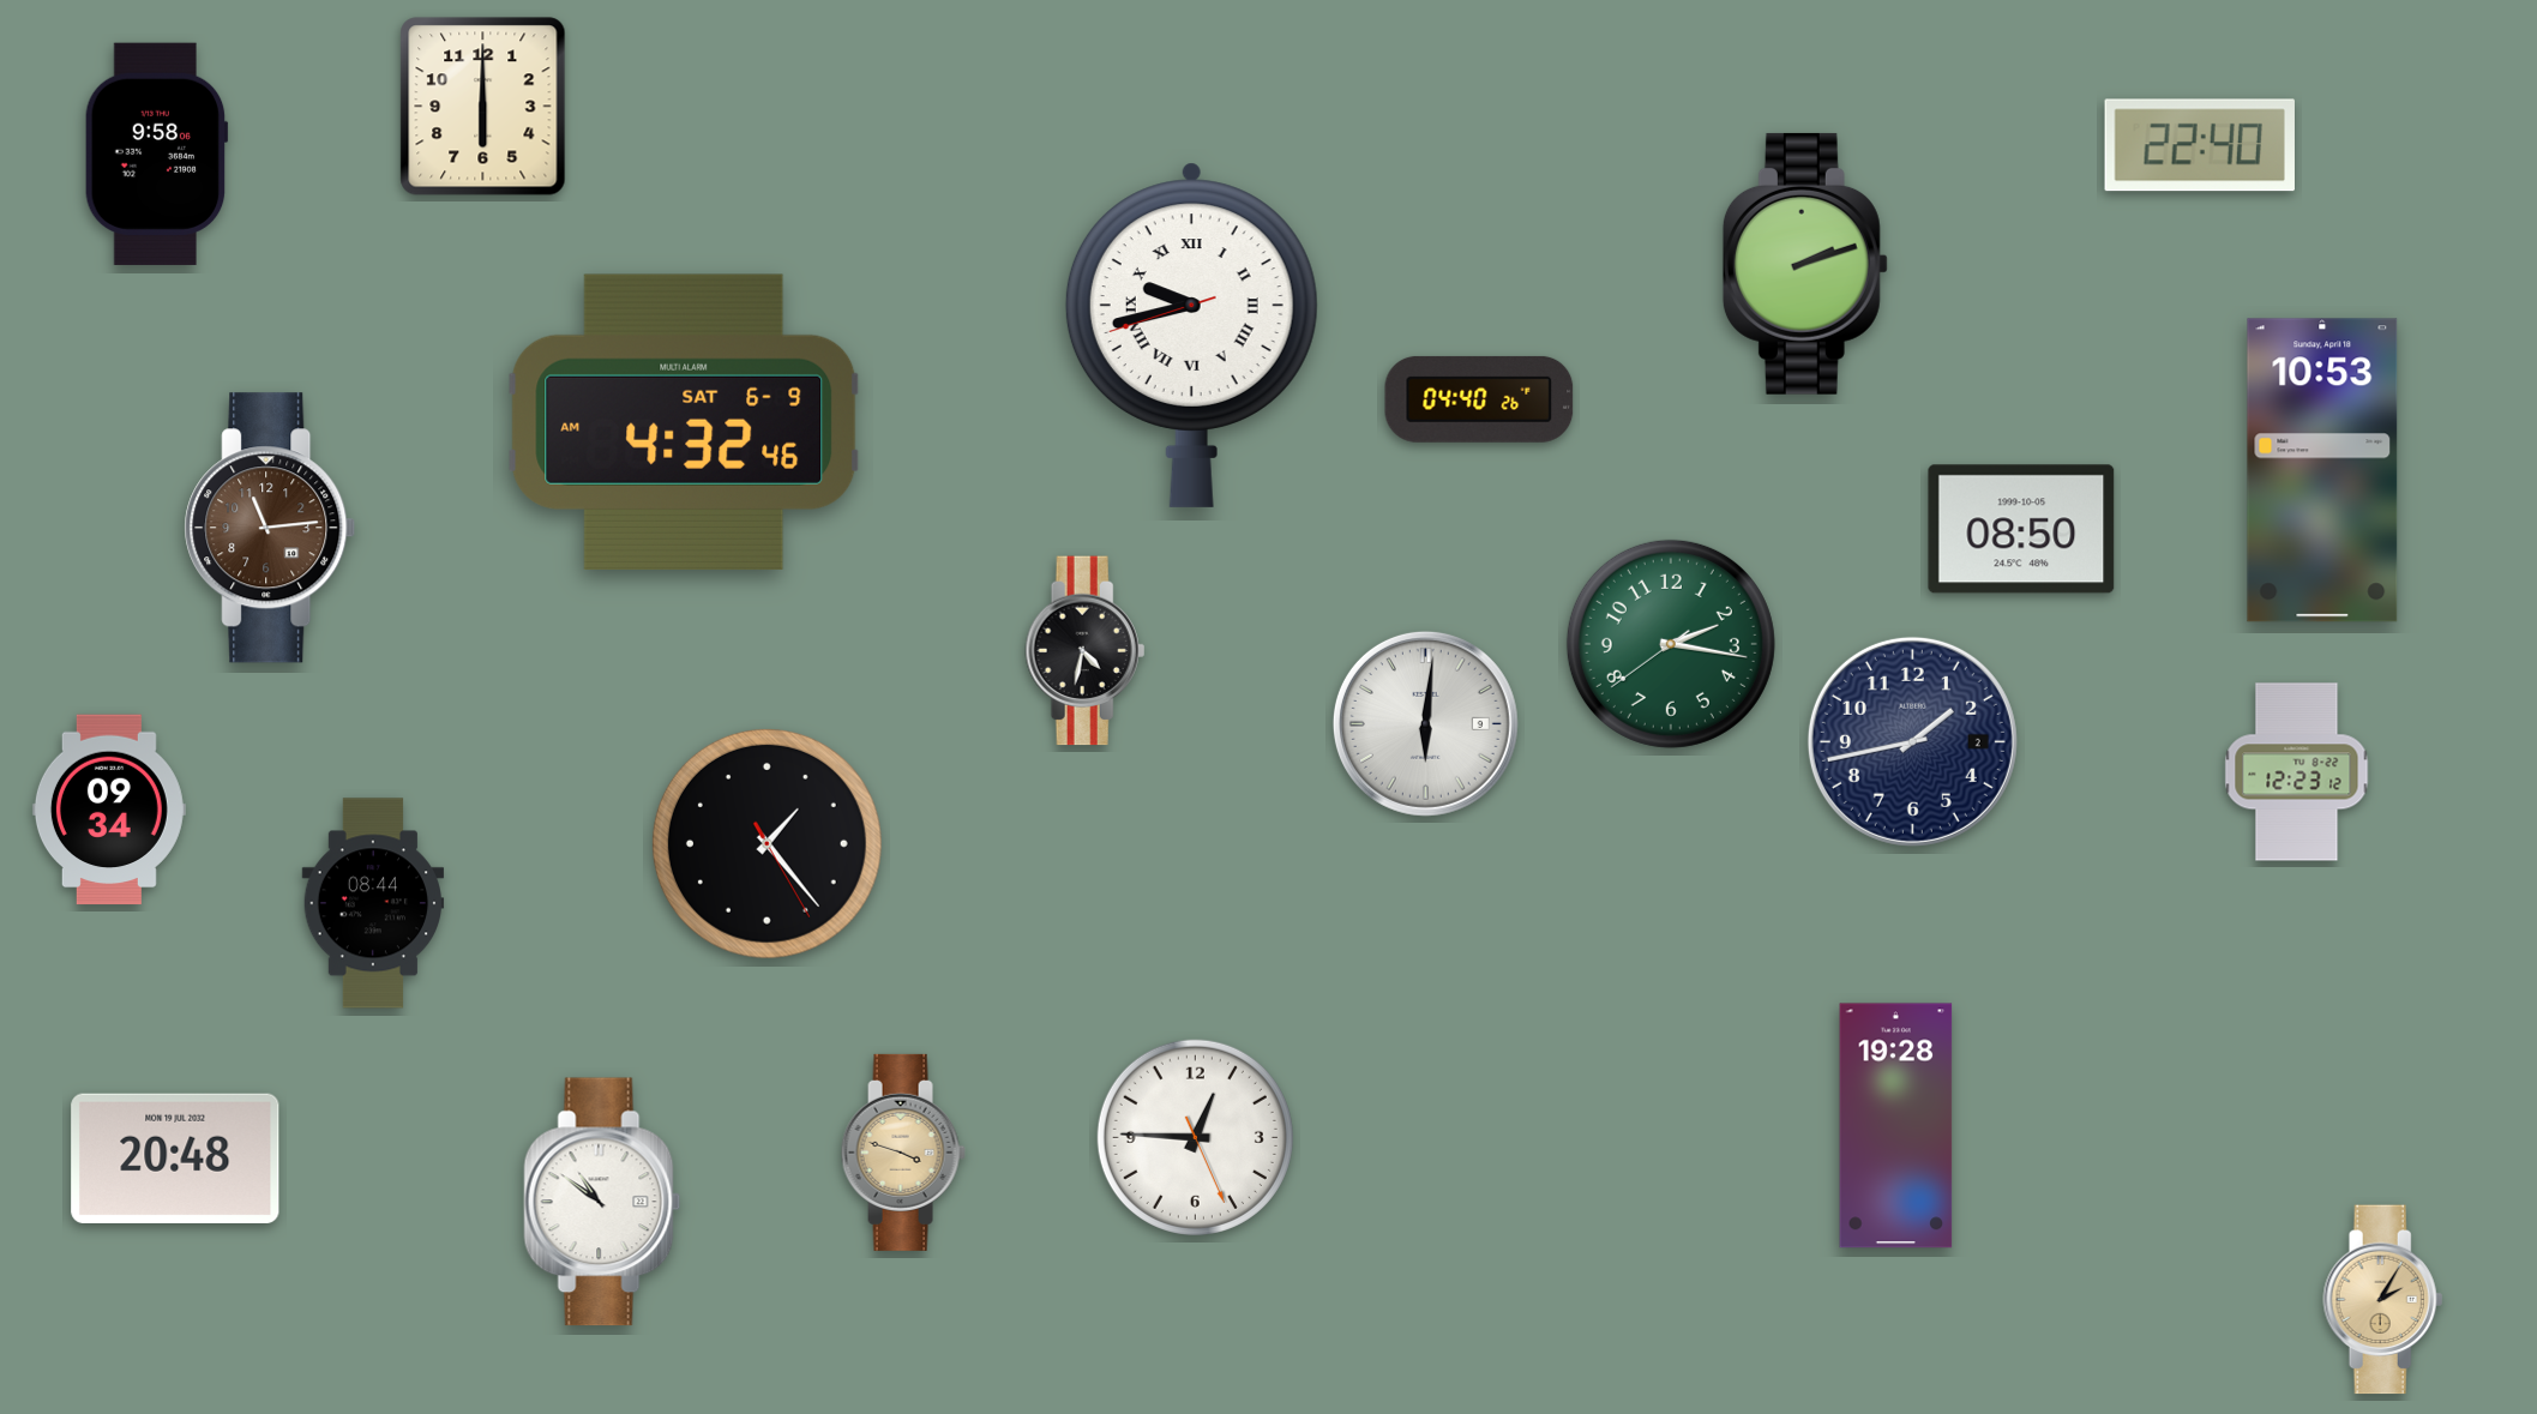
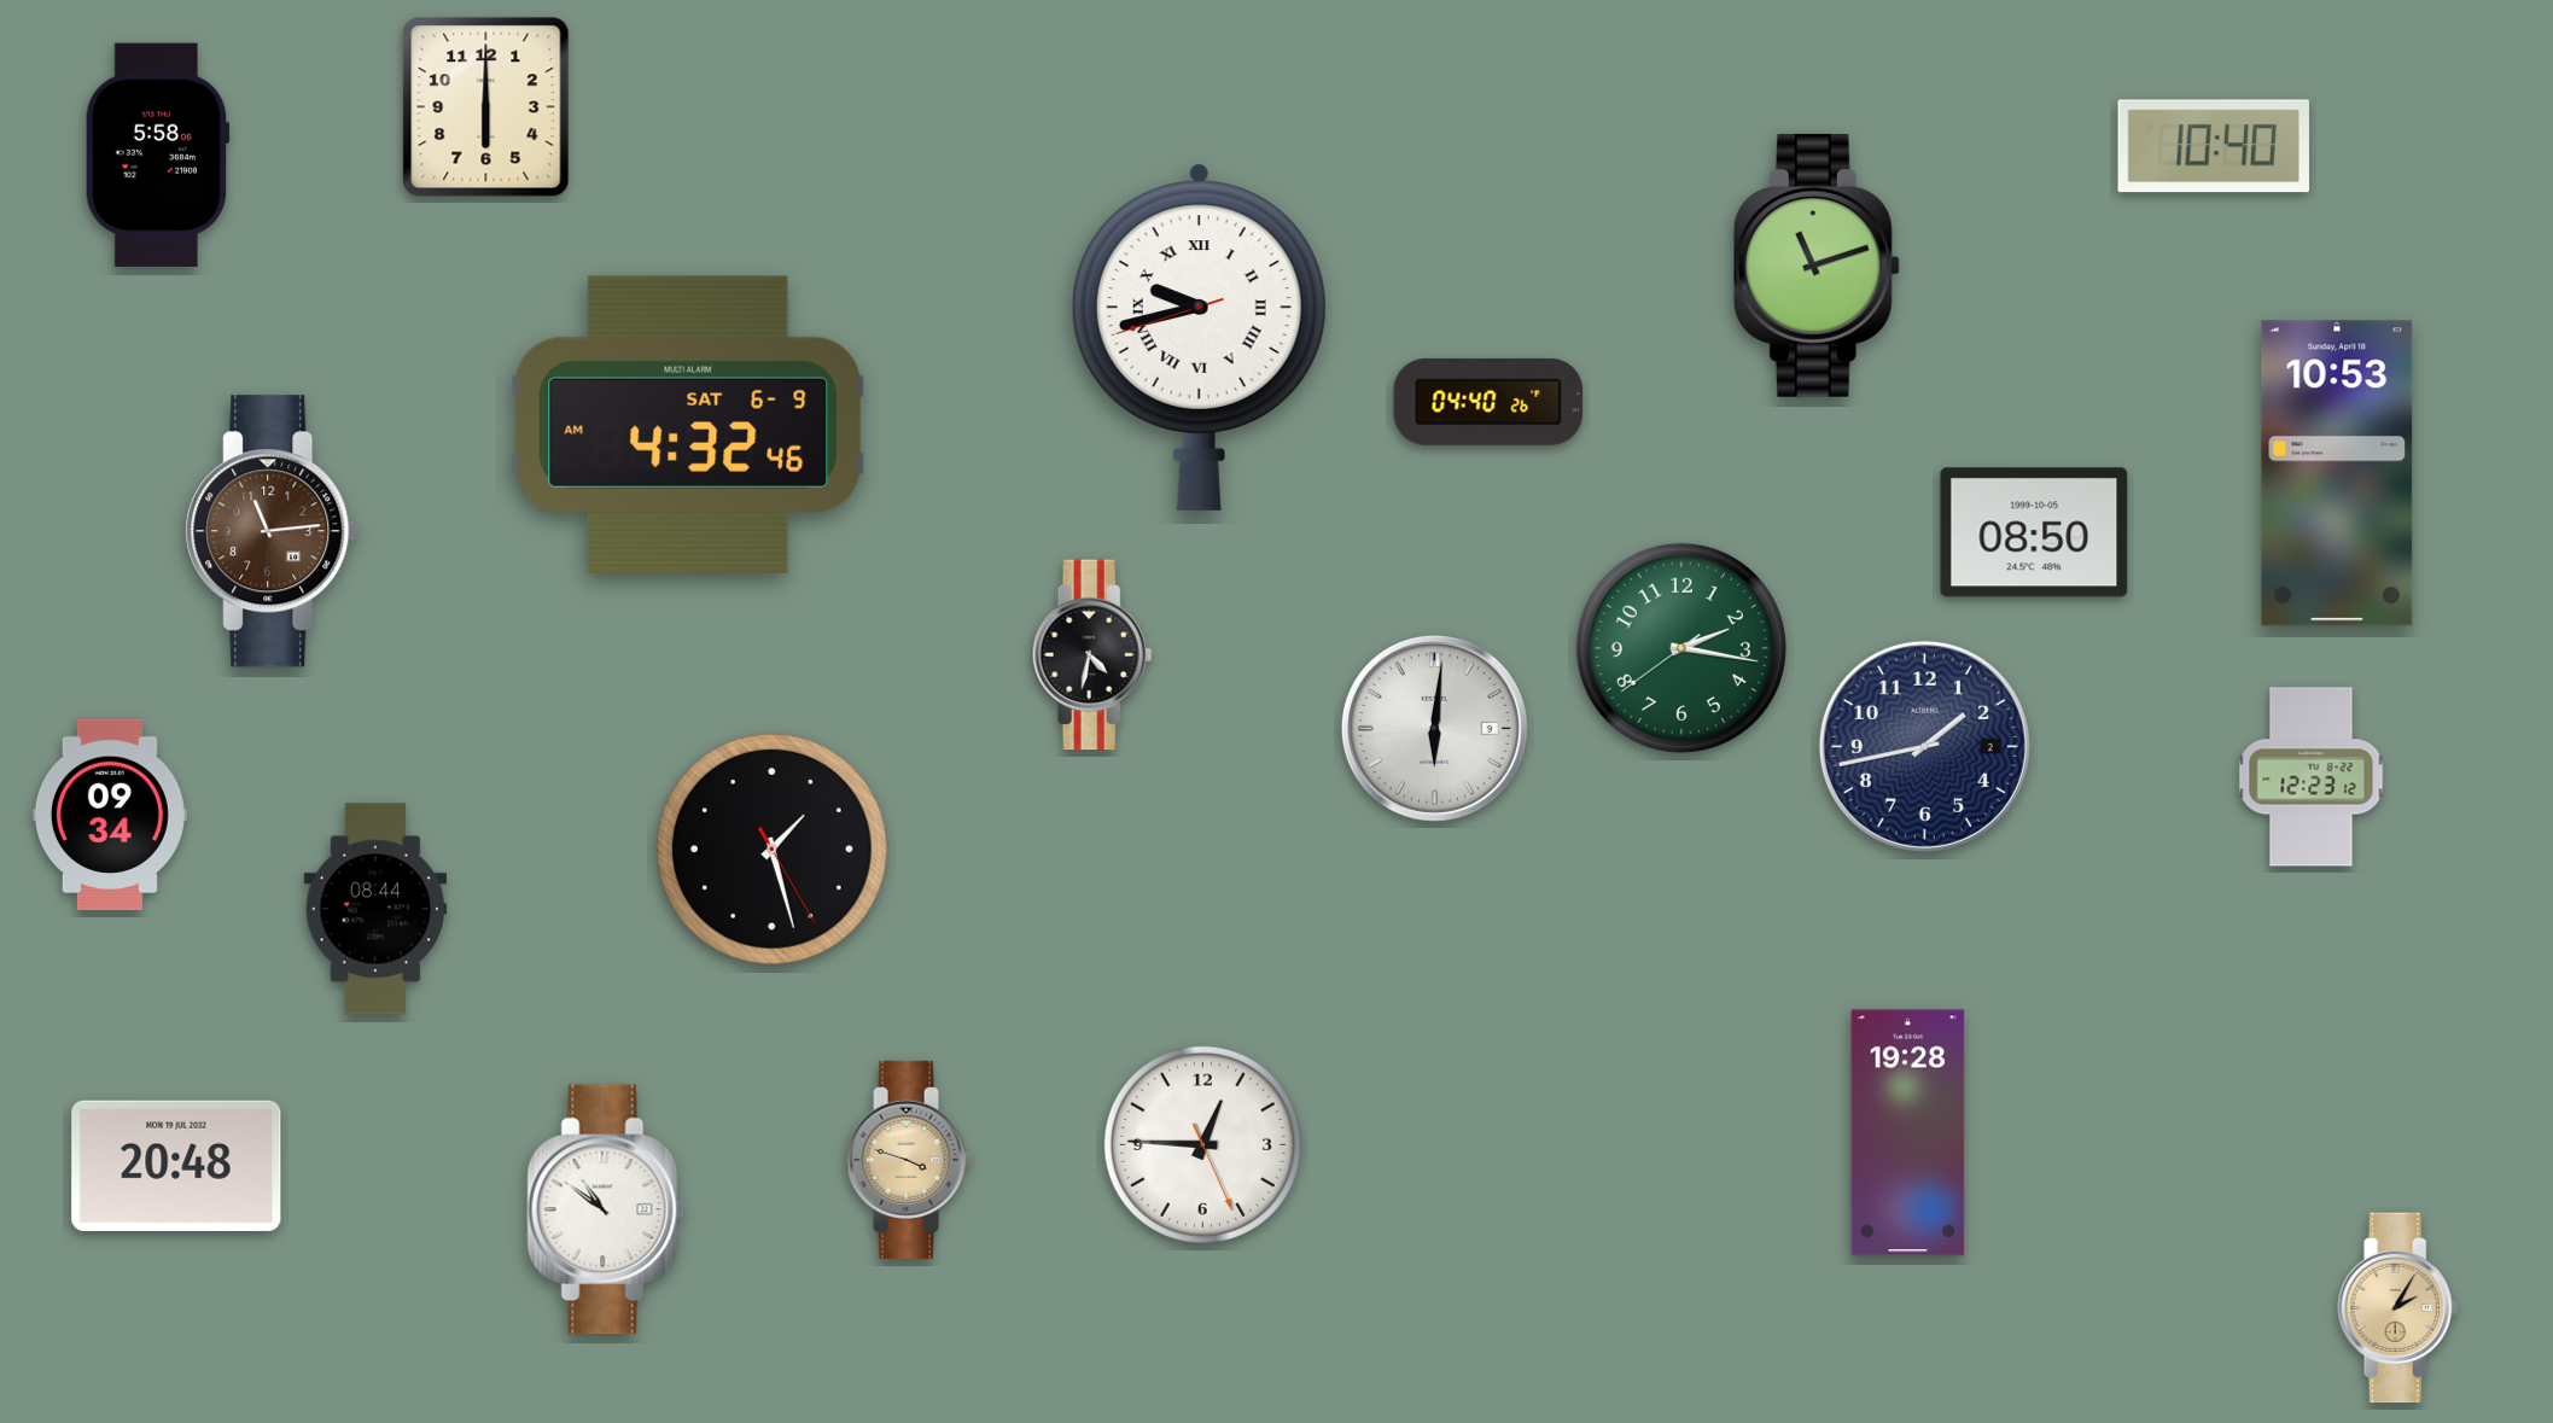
clock at (2200, 145): 22:40 -> 10:40
clock at (156, 154): 9:58 -> 5:58
clock at (1805, 264): 2:12 -> 11:12
clock at (766, 843): 1:23 -> 1:27
